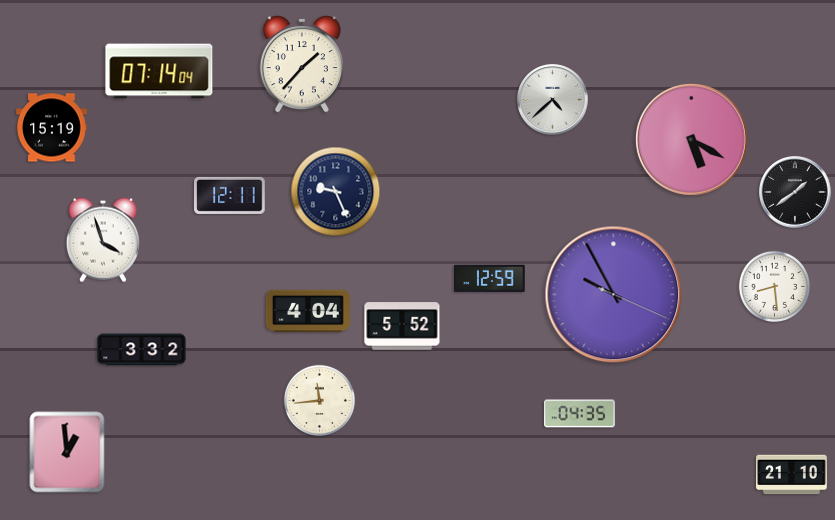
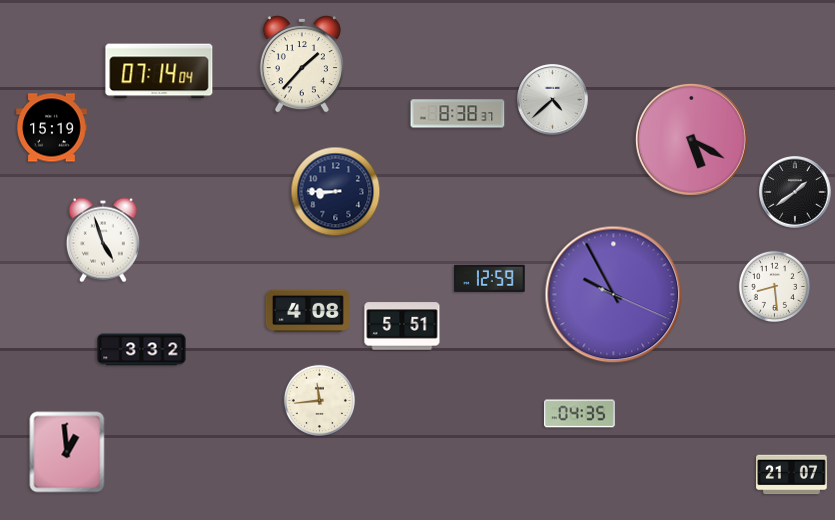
clock at (458, 114): none -> 8:38
clock at (336, 192): 9:26 -> 8:45
clock at (230, 195): 12:11 -> none
clock at (103, 240): 3:57 -> 4:57
clock at (308, 311): 4:04 -> 4:08
clock at (402, 326): 5:52 -> 5:51
clock at (792, 475): 21:10 -> 21:07
